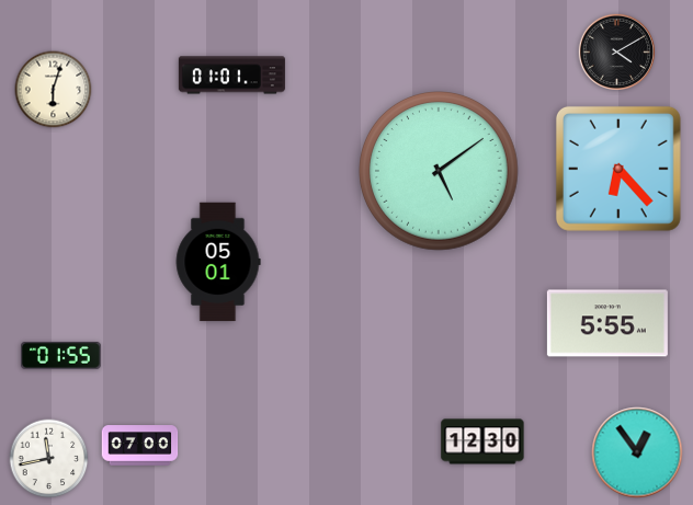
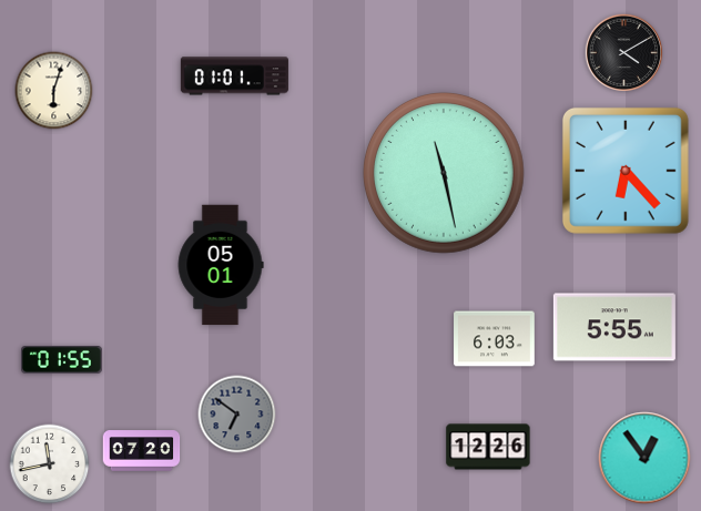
clock at (440, 172): 5:09 -> 11:28
clock at (495, 339): none -> 6:03
clock at (237, 415): none -> 6:51
clock at (482, 441): 12:30 -> 12:26
clock at (140, 446): 07:00 -> 07:20
